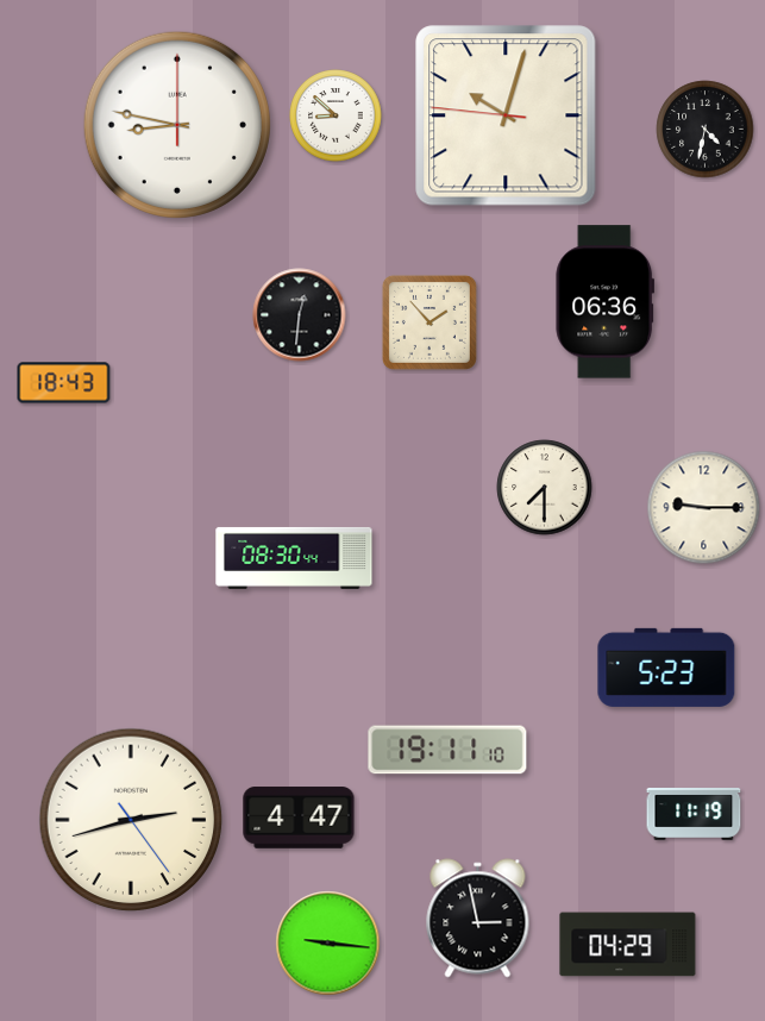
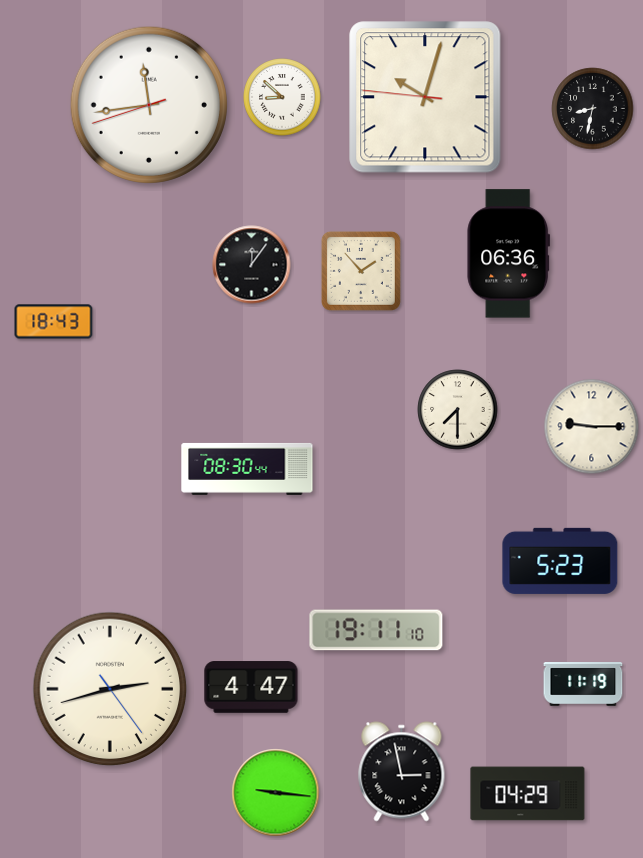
clock at (177, 125): 8:47 -> 11:43
clock at (706, 130): 4:32 -> 8:32
clock at (300, 315): 12:31 -> 12:06
